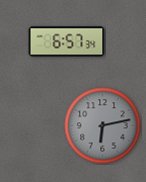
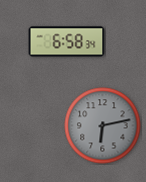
clock at (67, 42): 6:57 -> 6:58
